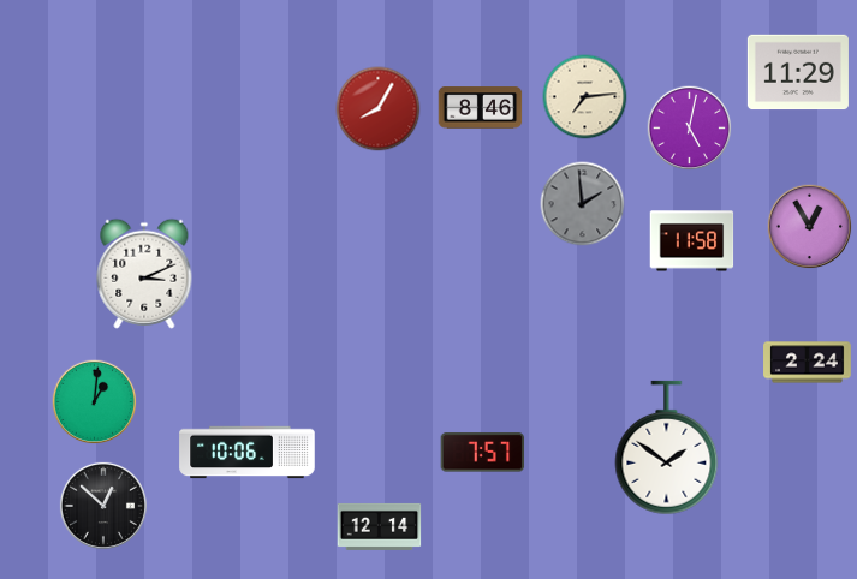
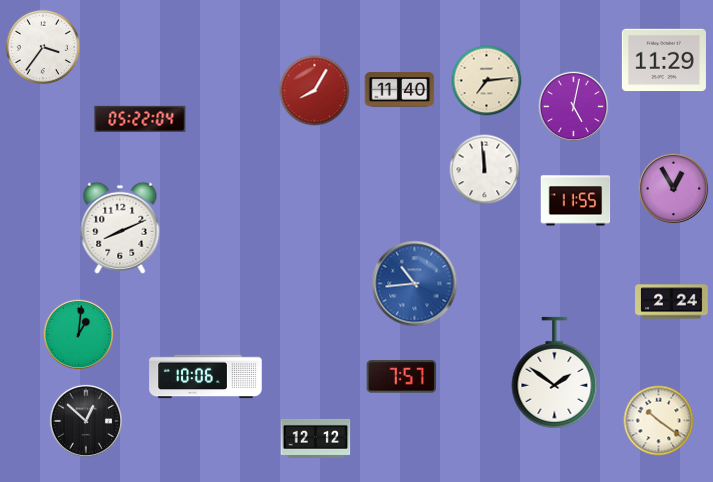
clock at (43, 47): none -> 3:36
clock at (481, 108): 8:46 -> 11:40
clock at (140, 119): none -> 05:22
clock at (583, 204): 1:59 -> 11:59
clock at (583, 204) dial: grey -> white
clock at (692, 241): 11:58 -> 11:55
clock at (144, 274): 3:11 -> 8:11
clock at (415, 284): none -> 10:44
clock at (659, 421): none -> 10:21
clock at (380, 526): 12:14 -> 12:12
